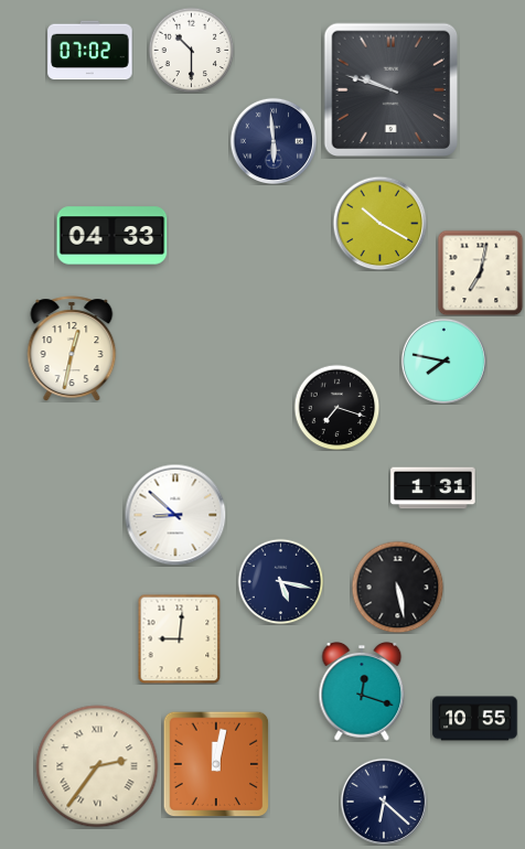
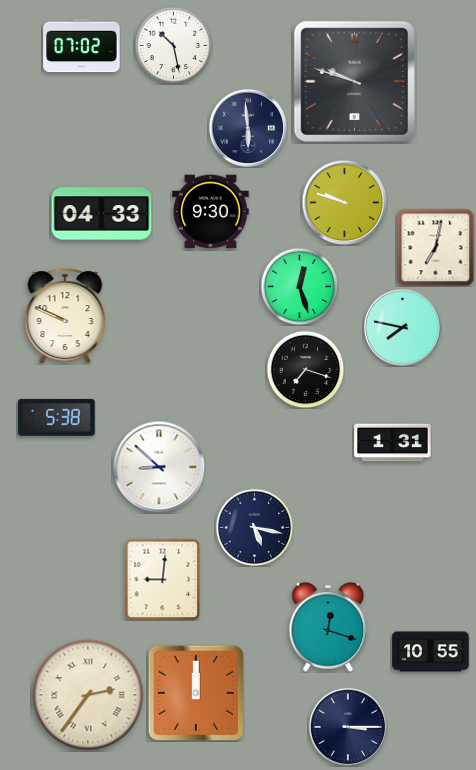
clock at (191, 50): 10:30 -> 10:28
clock at (379, 223): 10:20 -> 9:48
clock at (211, 212): none -> 9:30
clock at (299, 286): none -> 12:27
clock at (72, 348): 12:32 -> 9:49
clock at (57, 417): none -> 5:38
clock at (397, 587): 5:28 -> none
clock at (216, 764): 12:02 -> 12:00
clock at (383, 800): 6:22 -> 3:15
